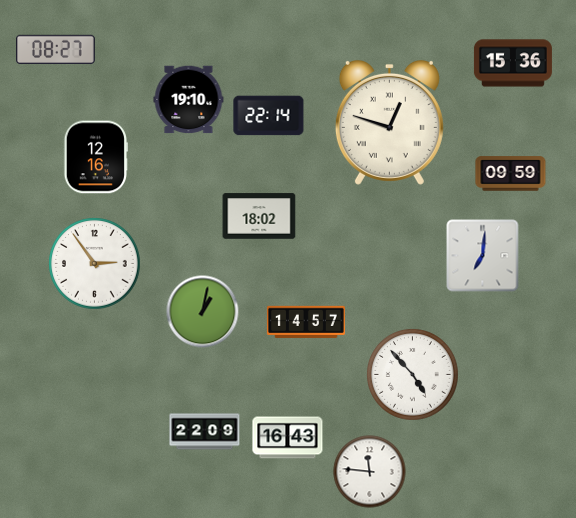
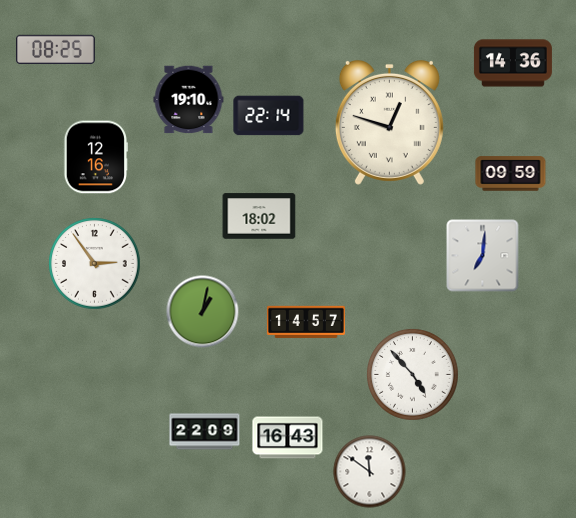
clock at (56, 49): 08:27 -> 08:25
clock at (513, 63): 15:36 -> 14:36
clock at (370, 472): 11:46 -> 11:51
